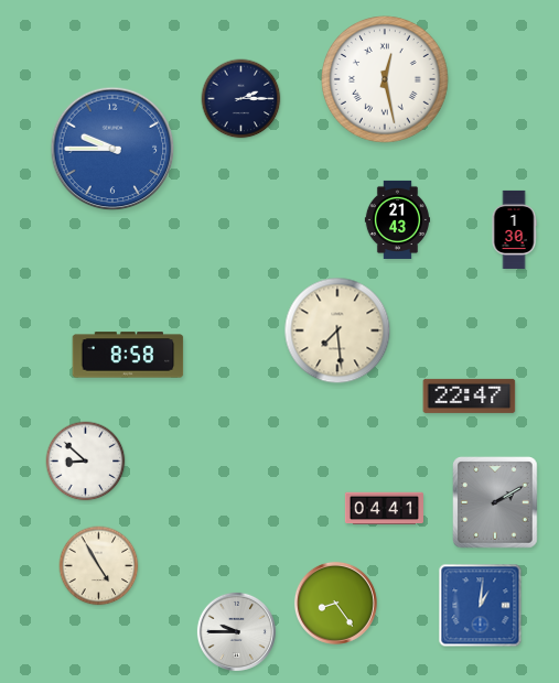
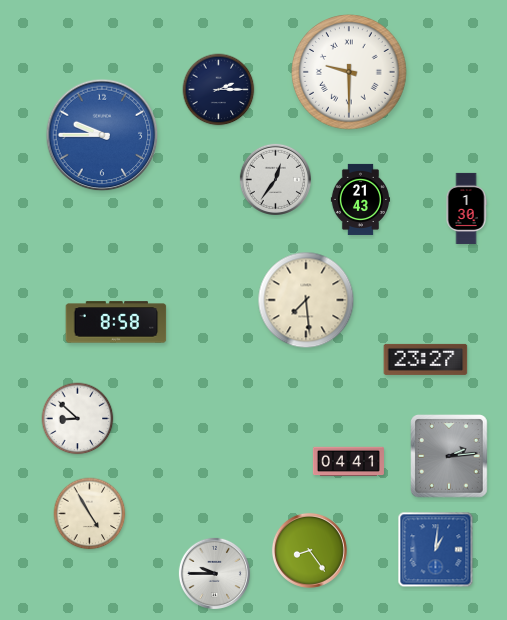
clock at (386, 80): 12:28 -> 9:30
clock at (275, 179): none -> 12:36
clock at (470, 395): 22:47 -> 23:27
clock at (495, 502): 2:10 -> 2:14
clock at (335, 603) position: (335, 603) -> (309, 550)
